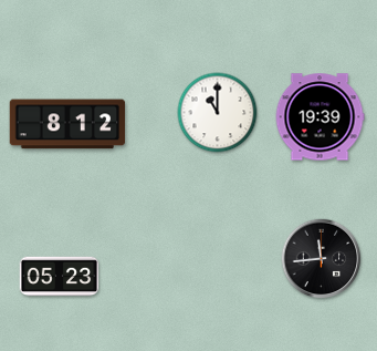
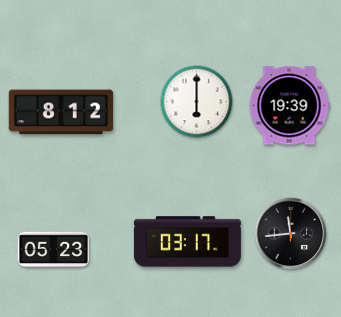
clock at (218, 113): 11:00 -> 6:00
clock at (187, 242): none -> 03:17
